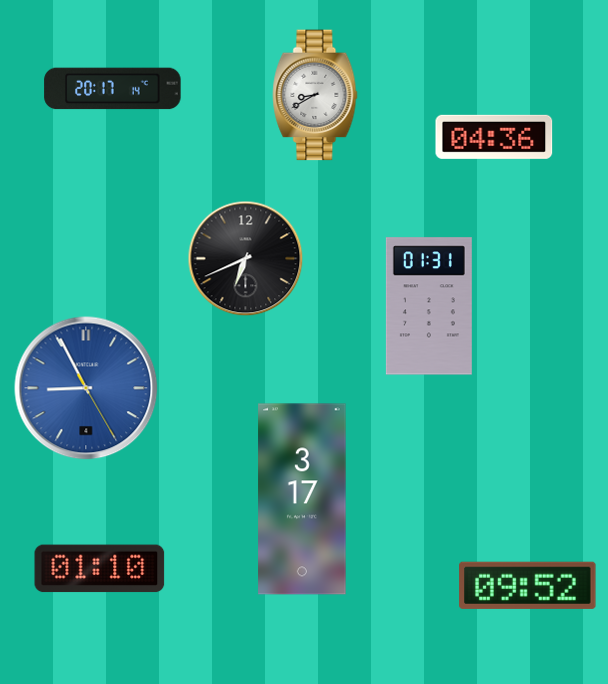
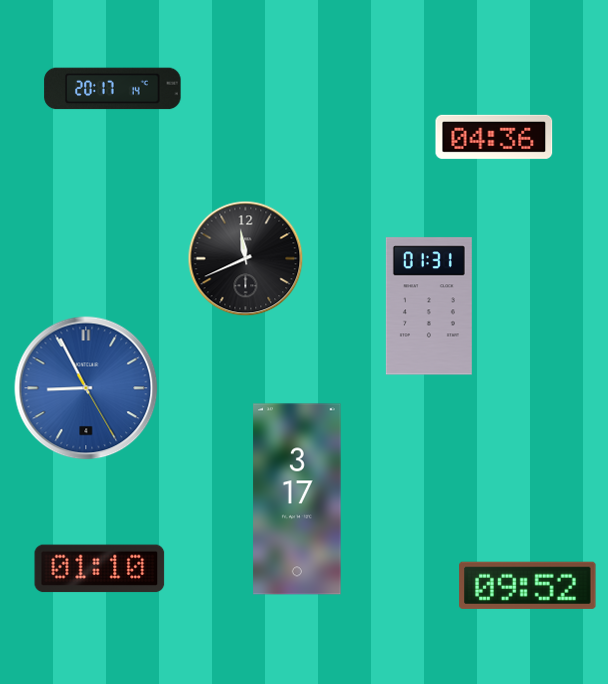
clock at (315, 95): 8:40 -> none
clock at (246, 259): 6:41 -> 11:41
clock at (302, 499) position: (302, 499) -> (297, 499)
